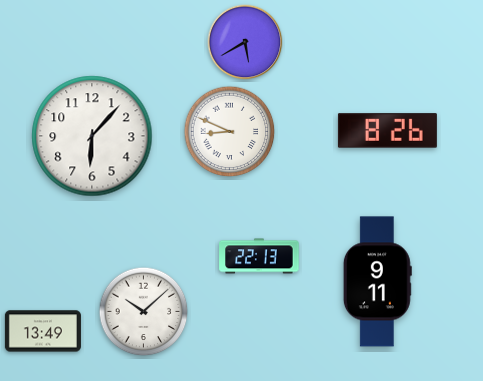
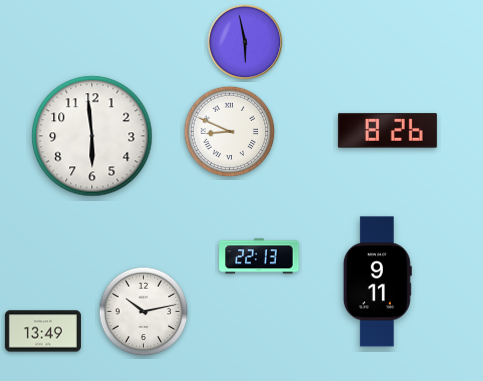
clock at (245, 42): 5:40 -> 5:58
clock at (92, 136): 6:07 -> 5:59
clock at (144, 312): 10:08 -> 10:13
